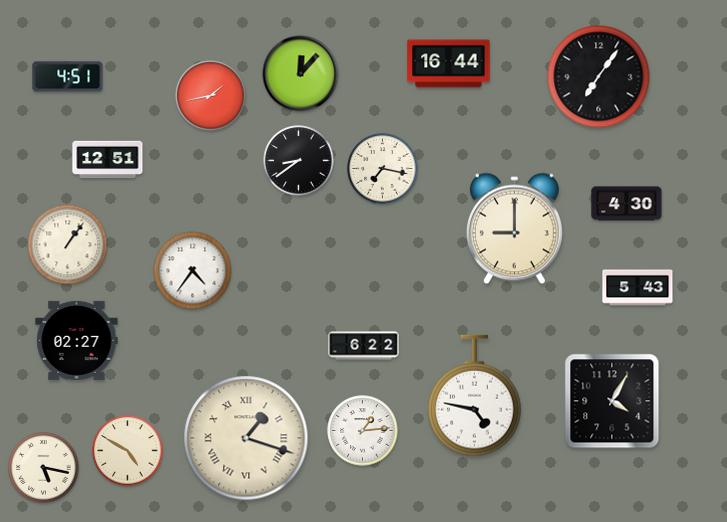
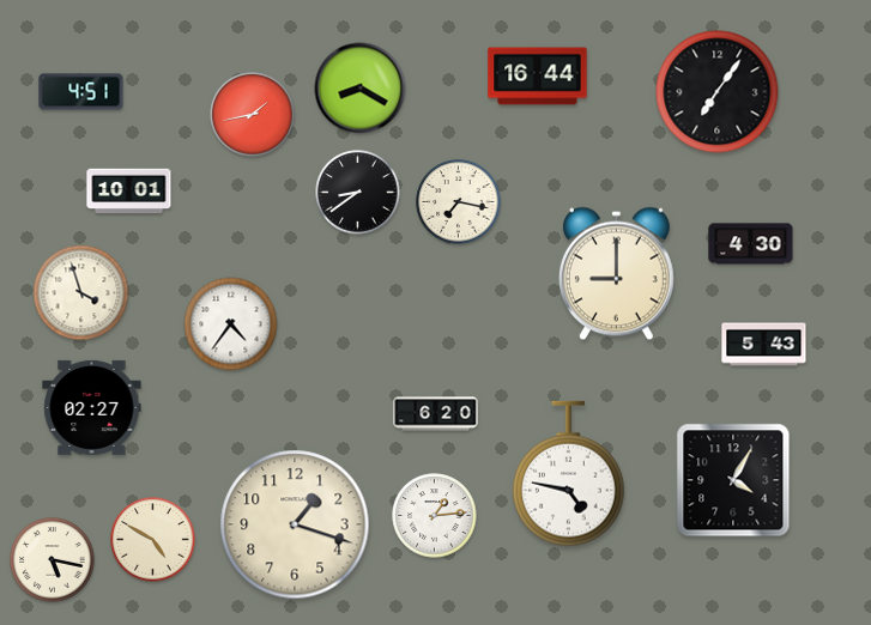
clock at (301, 74): 12:07 -> 8:20
clock at (108, 160): 12:51 -> 10:01
clock at (68, 245): 1:06 -> 3:57
clock at (364, 346): 6:22 -> 6:20
clock at (246, 438) numerals: Roman -> Arabic
